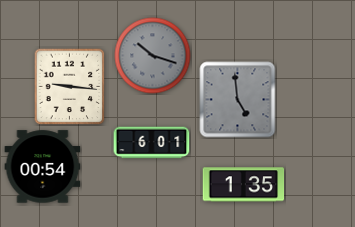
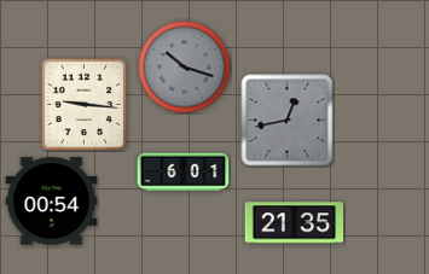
clock at (238, 100): 4:59 -> 12:43
clock at (244, 185): 1:35 -> 21:35
